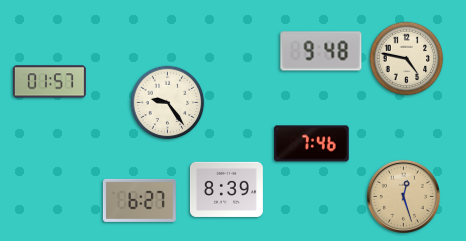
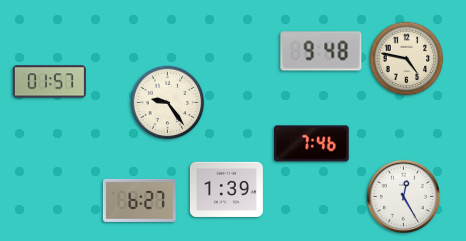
clock at (226, 189): 8:39 -> 1:39
clock at (403, 196): 12:27 -> 12:25
clock at (403, 196) dial: champagne -> white
